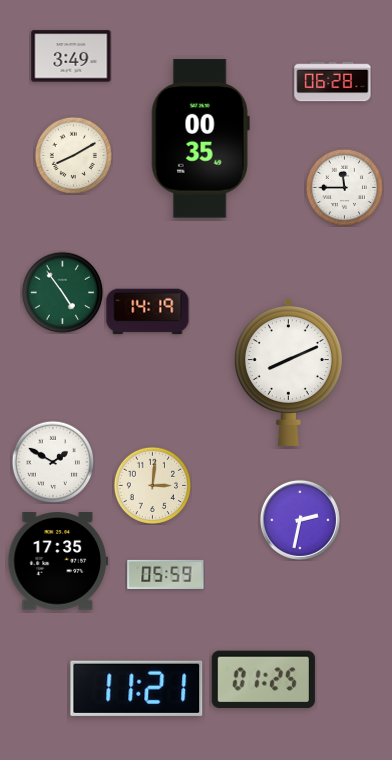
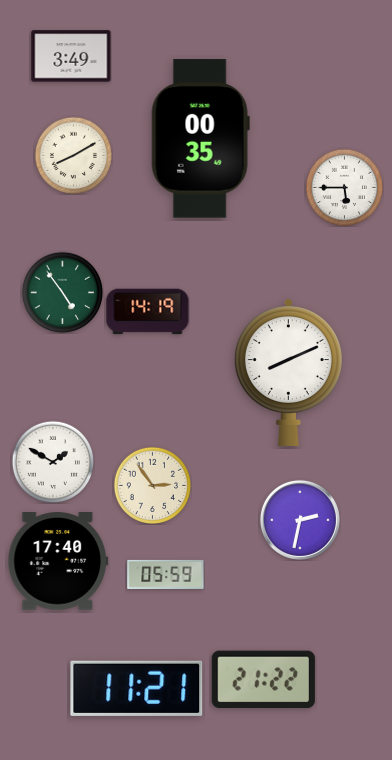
clock at (333, 82): 06:28 -> none
clock at (344, 187): 11:45 -> 5:45
clock at (152, 485): 3:01 -> 2:54
clock at (58, 561): 17:35 -> 17:40
clock at (263, 679): 01:25 -> 21:22
